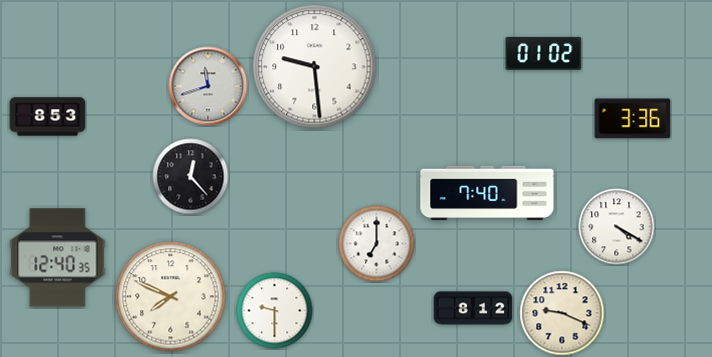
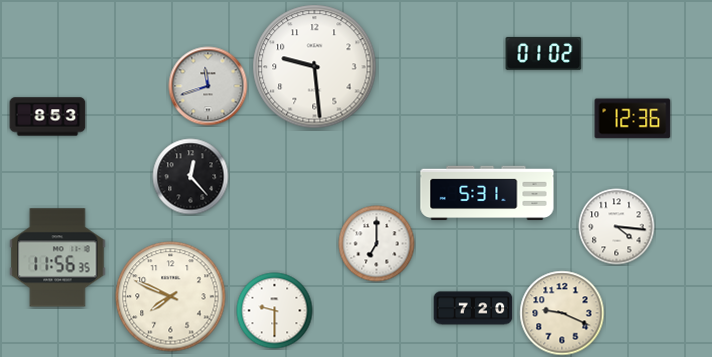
clock at (633, 119): 3:36 -> 12:36
clock at (487, 193): 7:40 -> 5:31
clock at (617, 227): 4:20 -> 4:16
clock at (58, 258): 12:40 -> 11:56
clock at (473, 308): 8:12 -> 7:20
